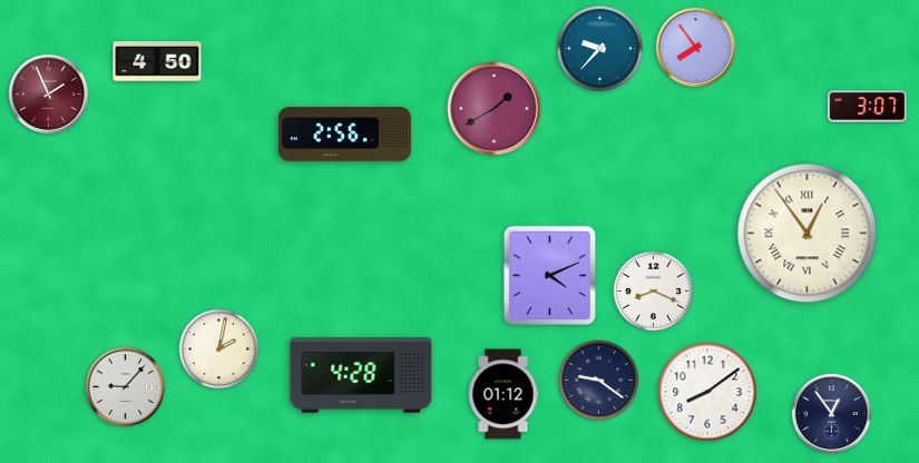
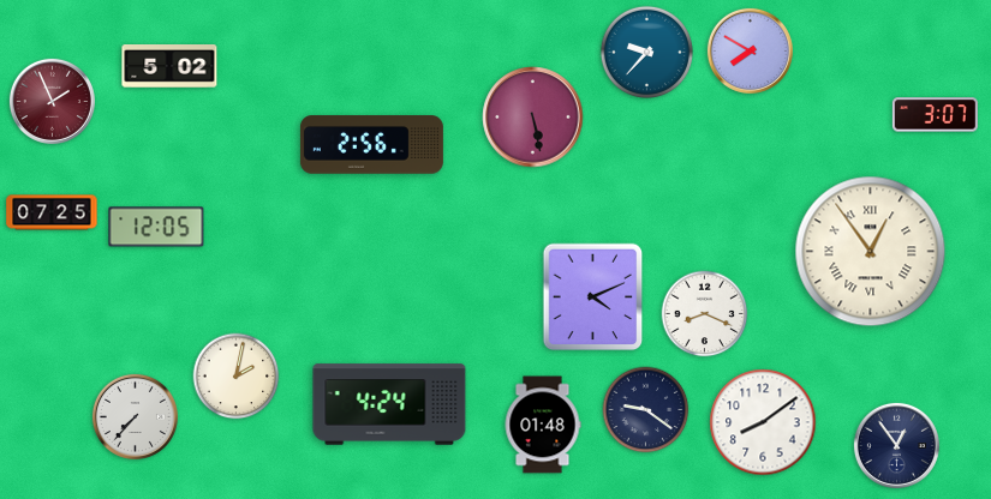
clock at (695, 47): 7:54 -> 7:50
clock at (157, 62): 4:50 -> 5:02
clock at (495, 109): 1:40 -> 5:28
clock at (52, 212): none -> 07:25
clock at (156, 227): none -> 12:05
clock at (361, 375): 4:28 -> 4:24
clock at (125, 386): 9:07 -> 7:37
clock at (504, 394): 01:12 -> 01:48
